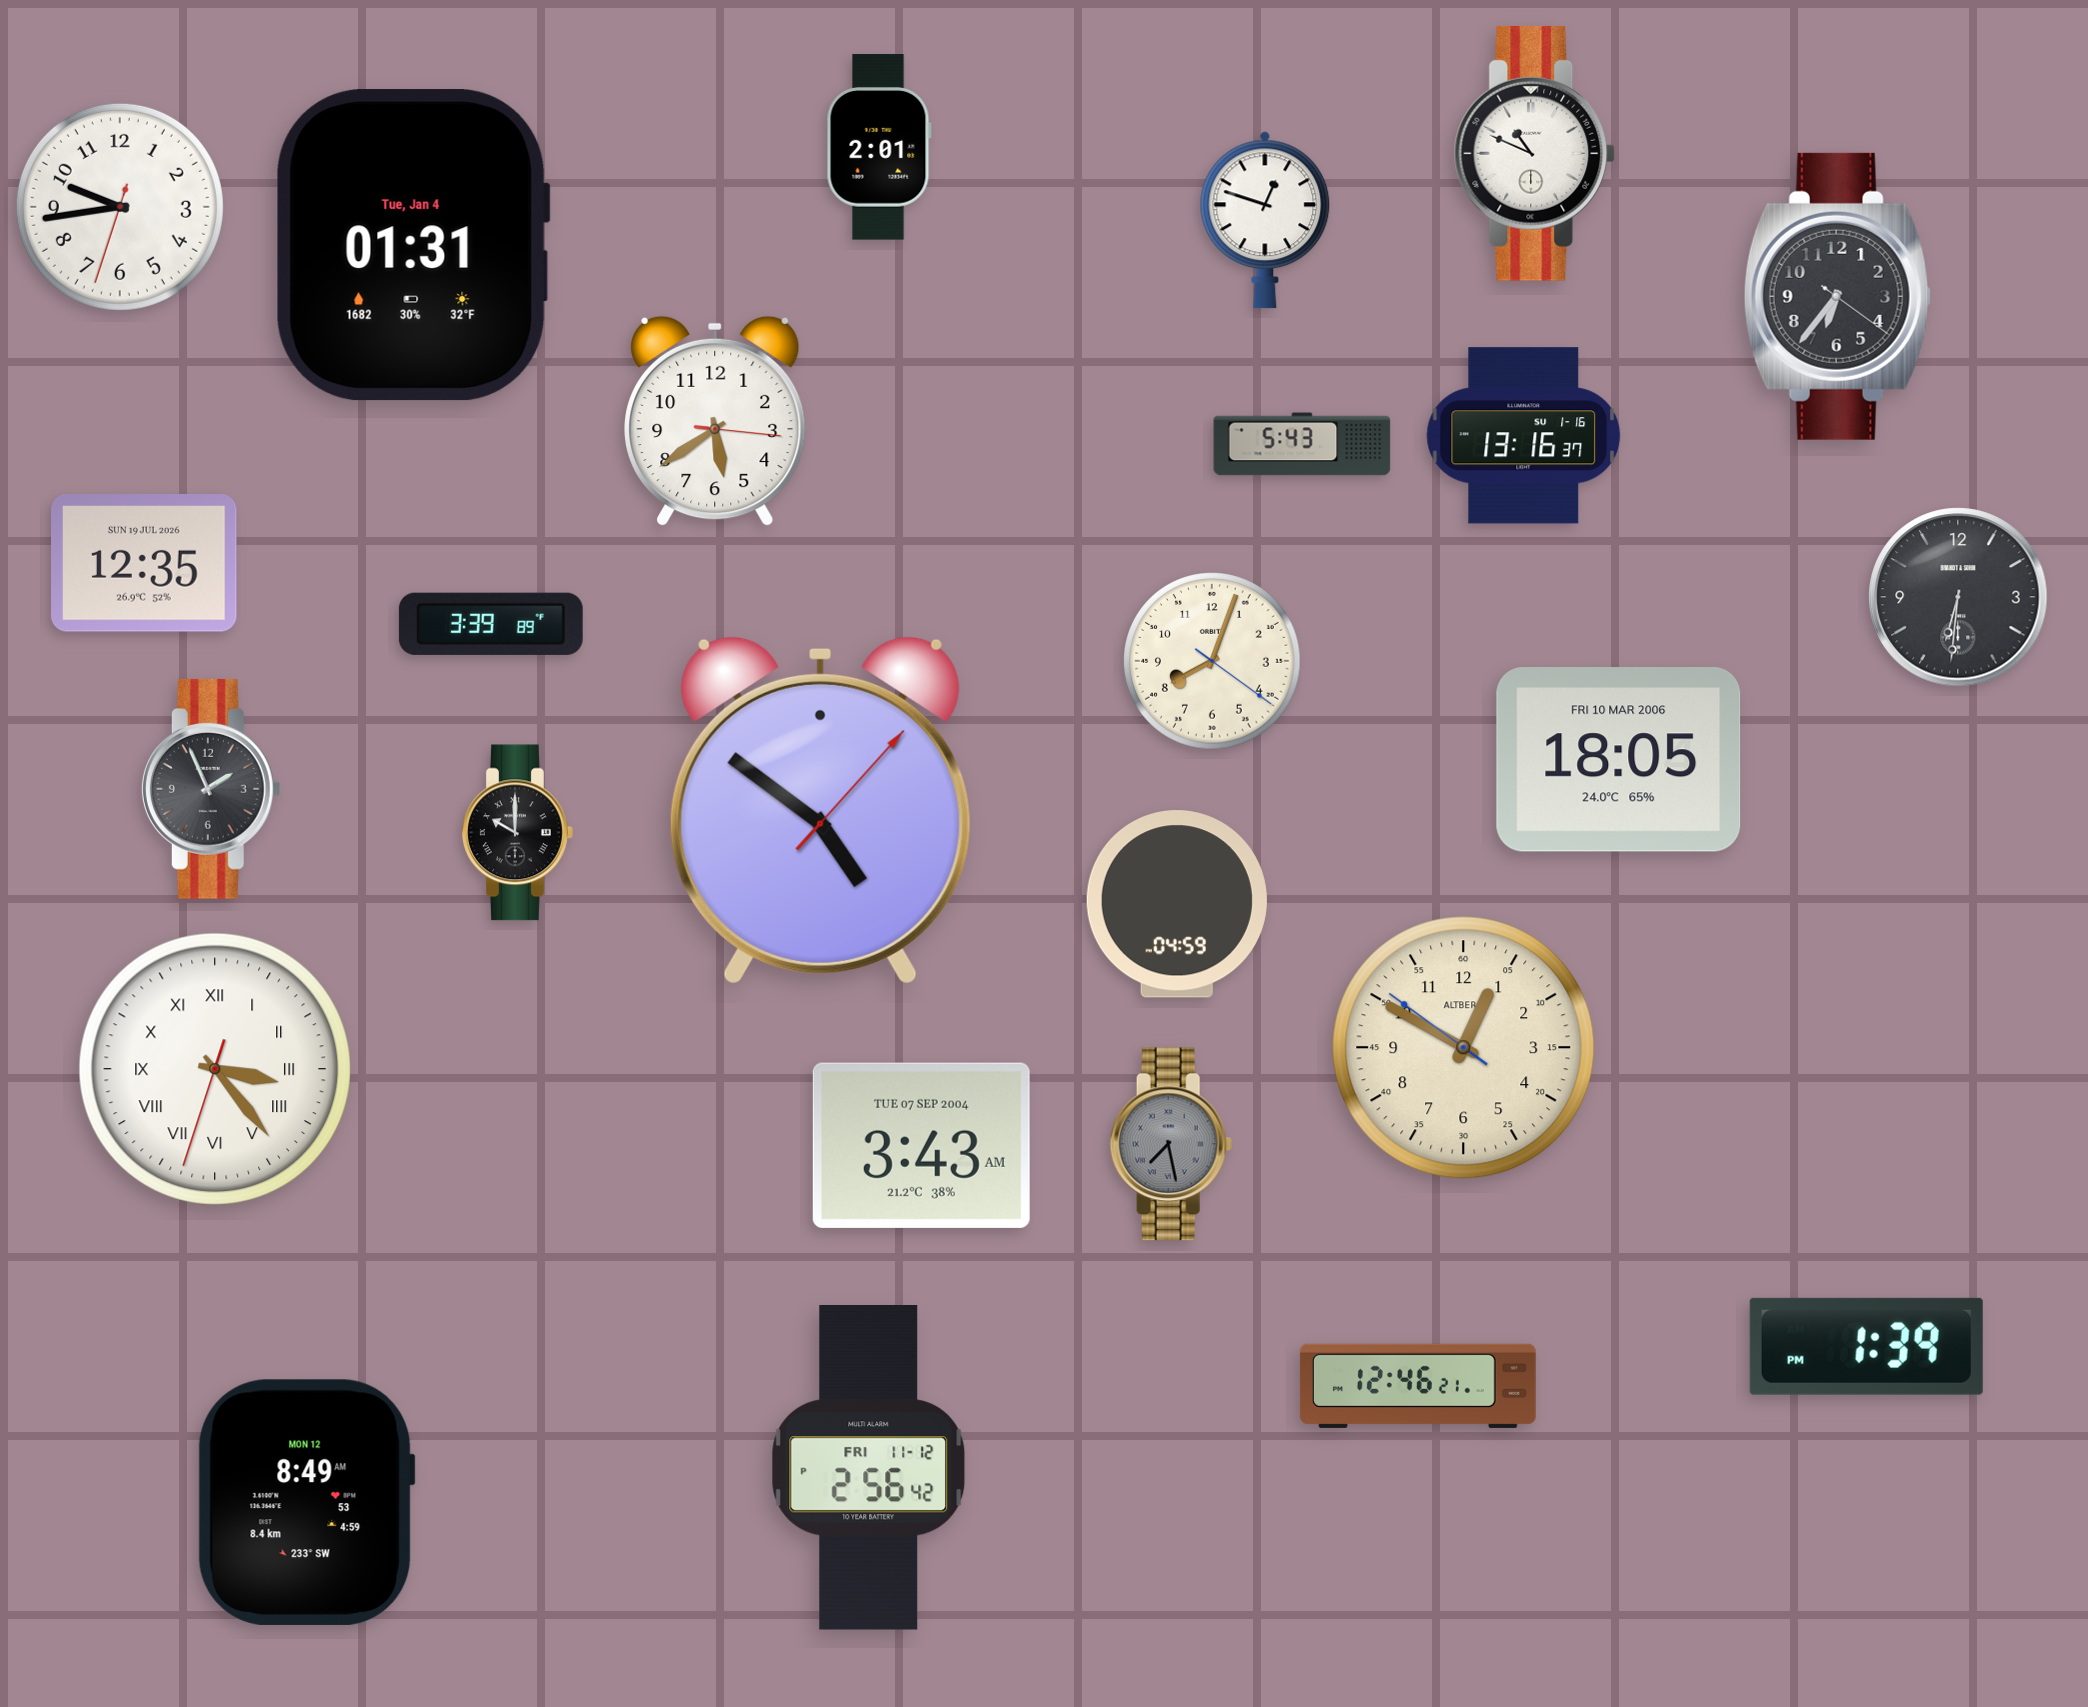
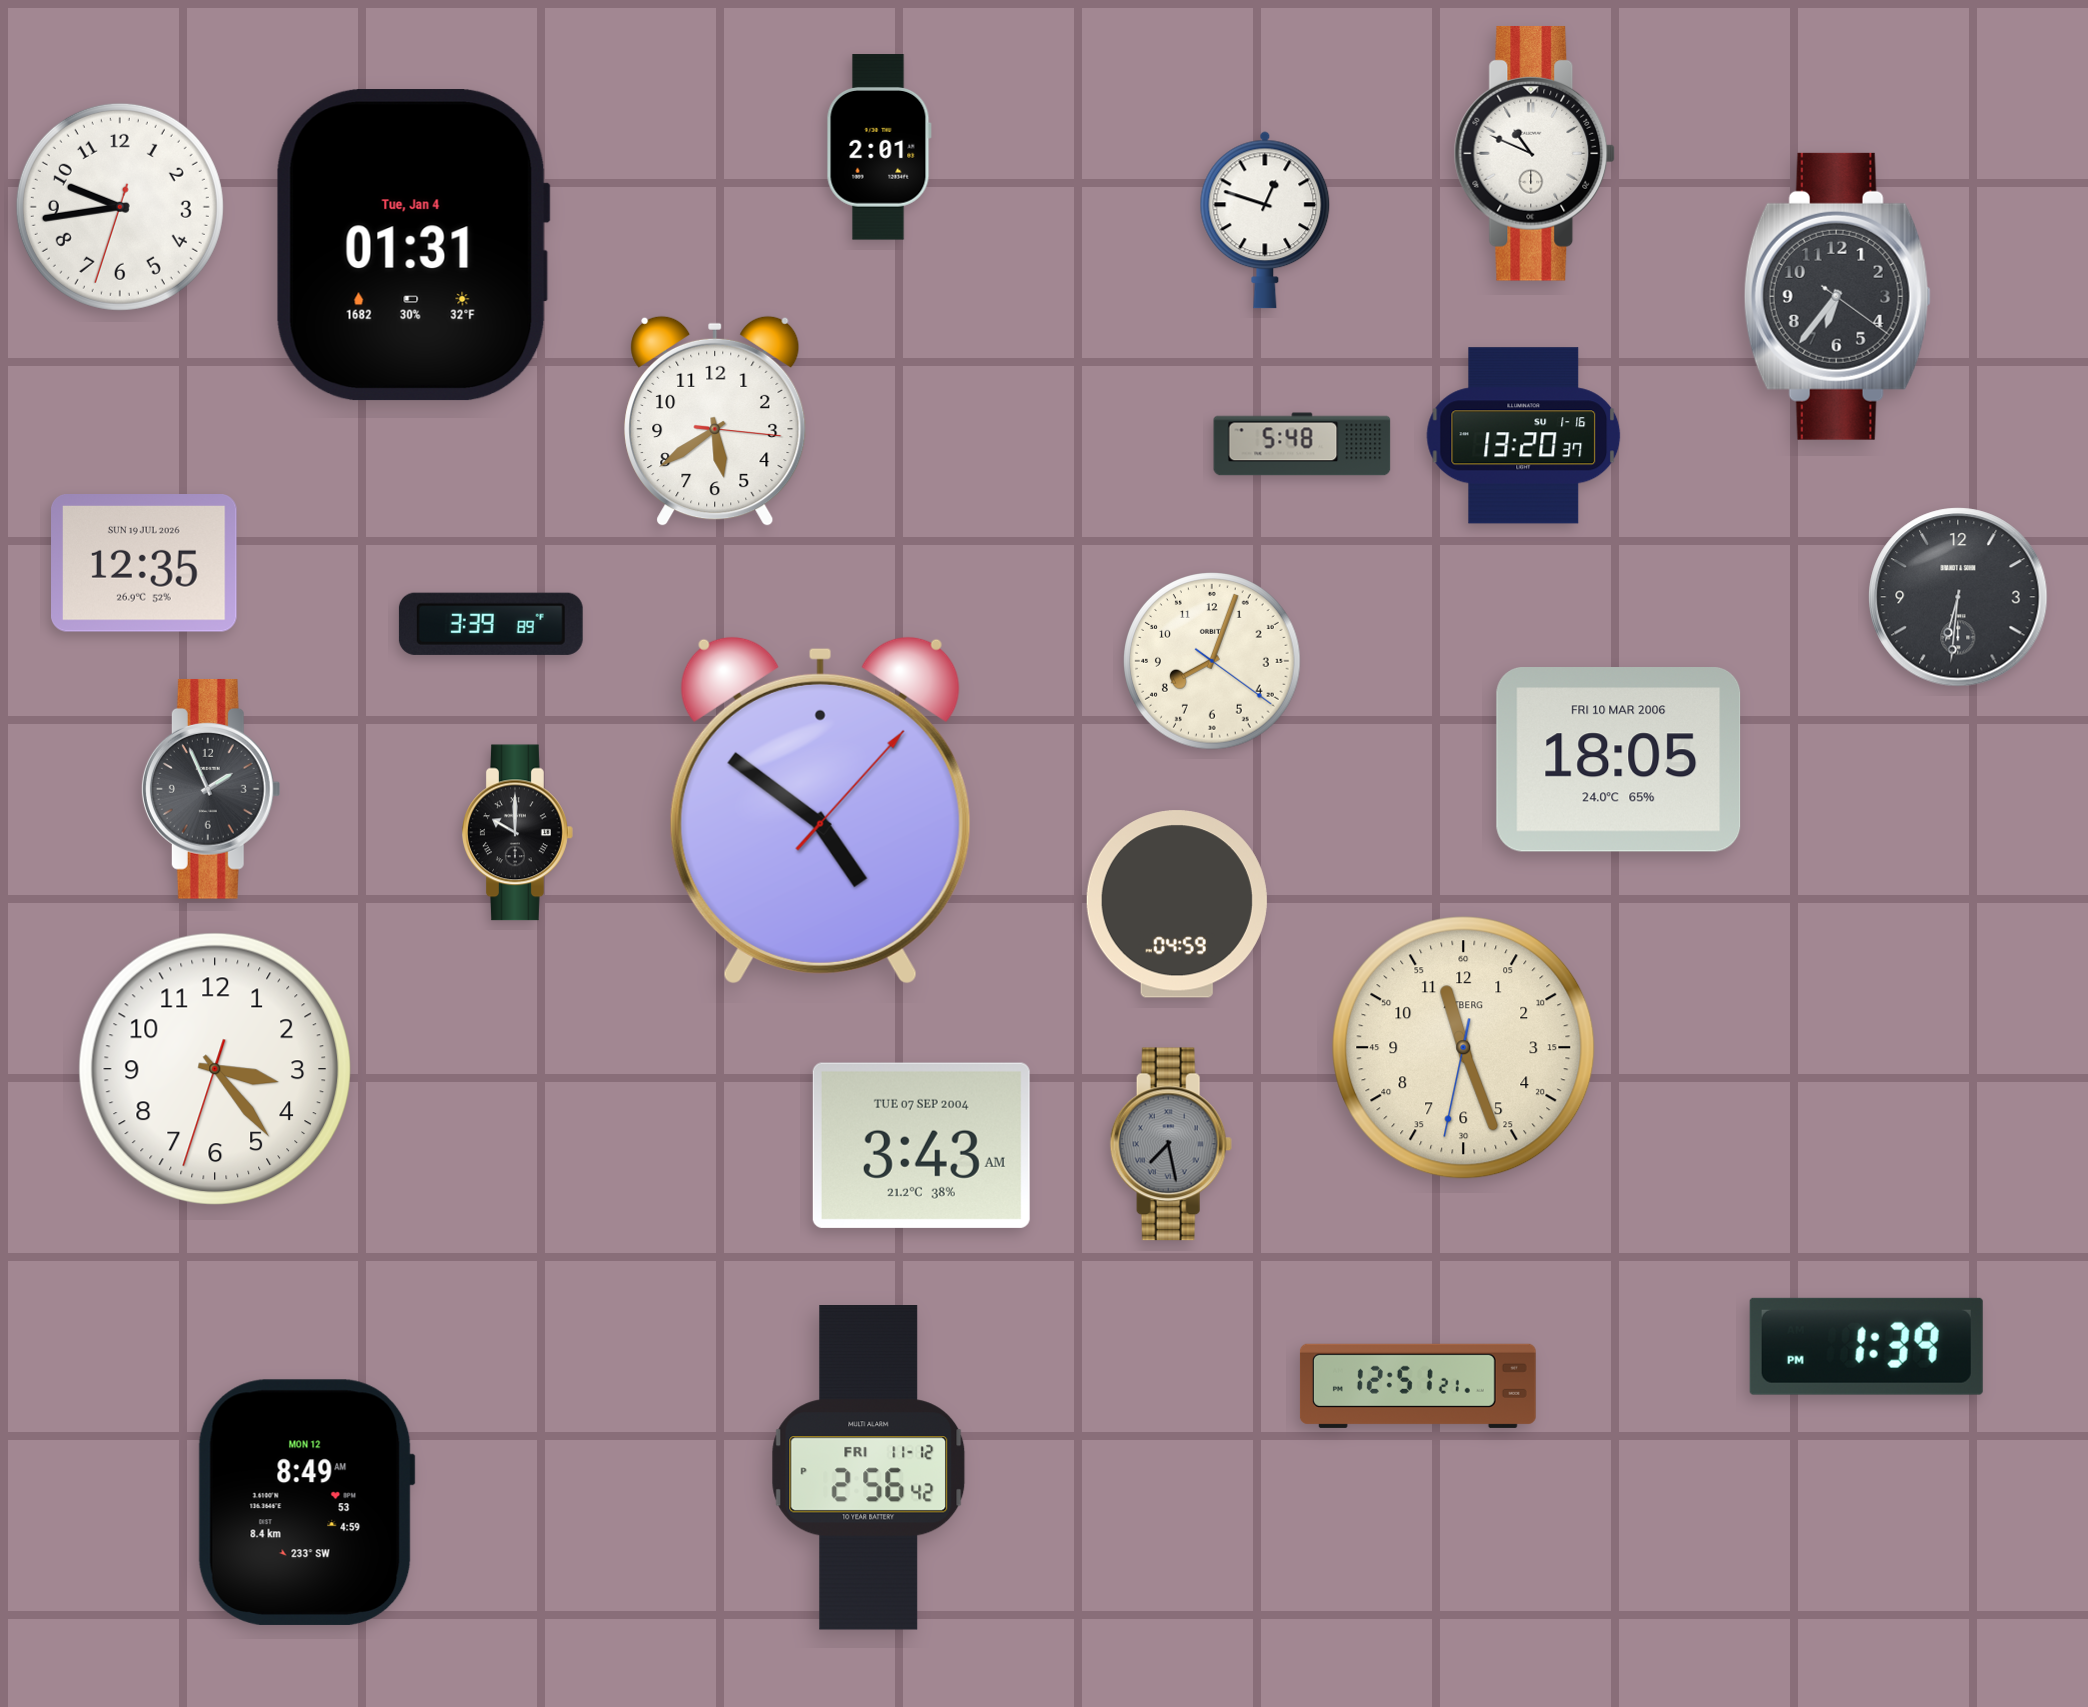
clock at (1524, 436): 13:16 -> 13:20
clock at (1302, 444): 5:43 -> 5:48
clock at (1464, 1048): 12:49 -> 11:26
clock at (215, 1069) numerals: Roman -> Arabic
clock at (1418, 1386): 12:46 -> 12:51
